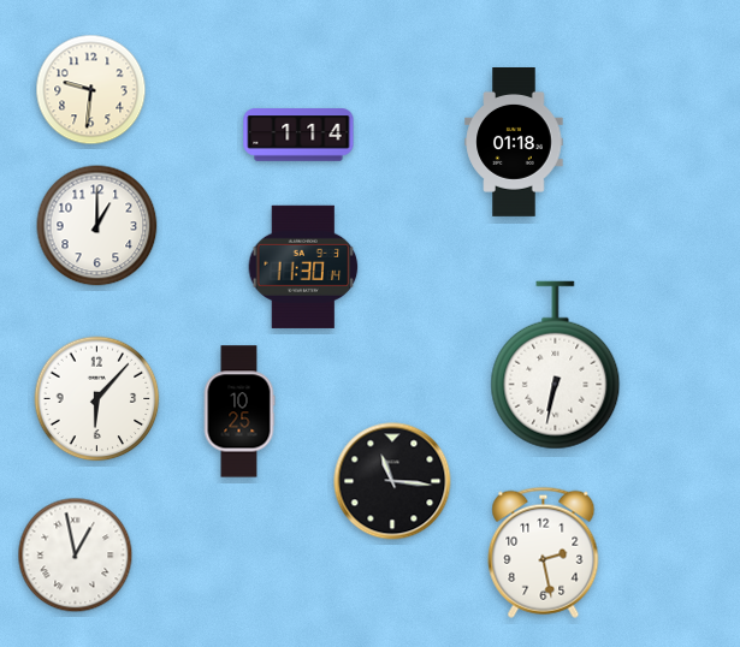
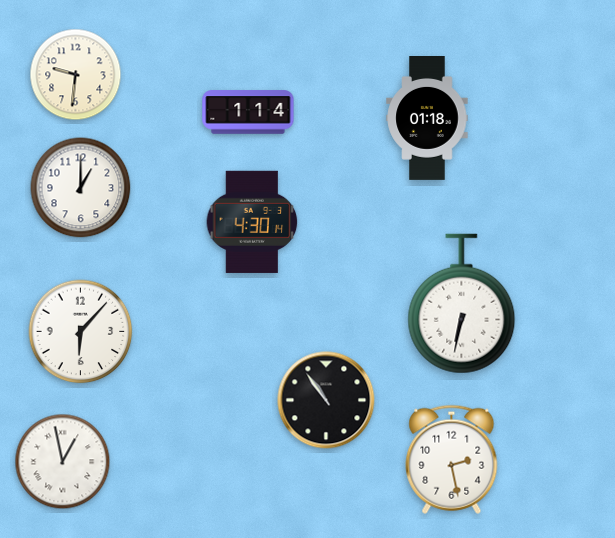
clock at (303, 267): 11:30 -> 4:30
clock at (239, 411): 10:25 -> none
clock at (392, 481): 11:16 -> 10:54
